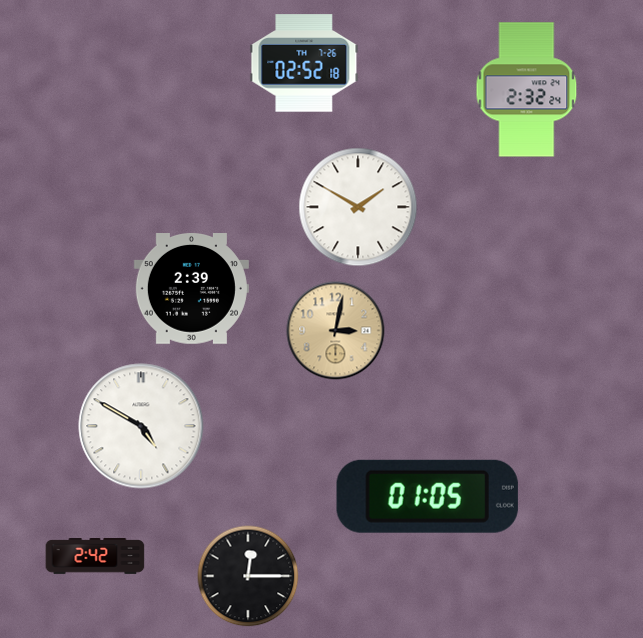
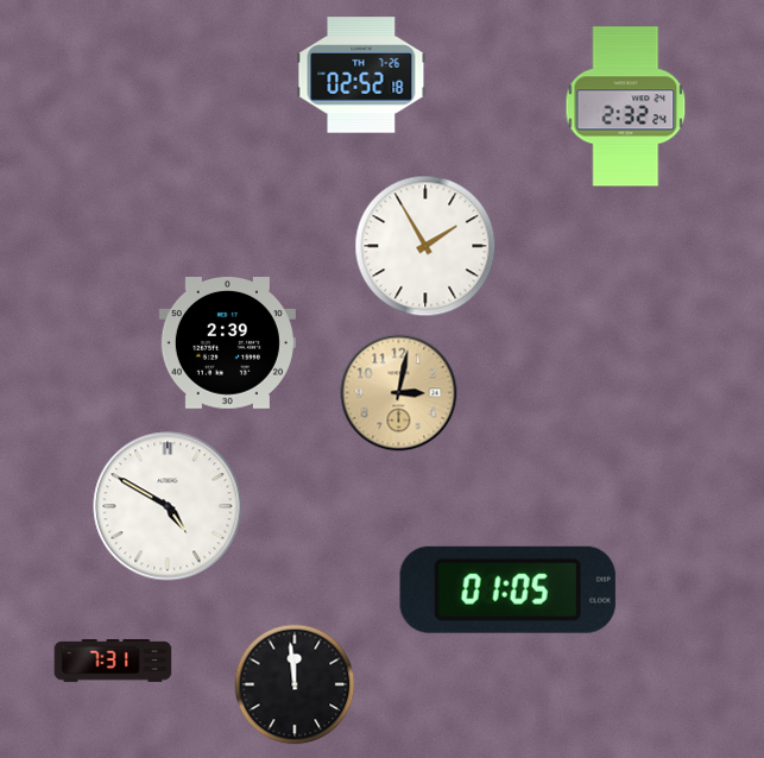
clock at (358, 207): 1:50 -> 1:55
clock at (95, 556): 2:42 -> 7:31
clock at (248, 576): 12:15 -> 11:59
